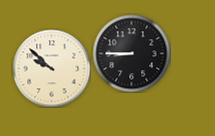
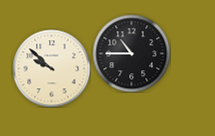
clock at (131, 53): 8:45 -> 10:45
